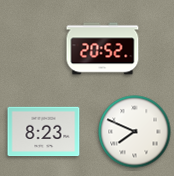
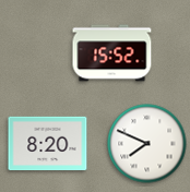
clock at (103, 49): 20:52 -> 15:52
clock at (44, 132): 8:23 -> 8:20
